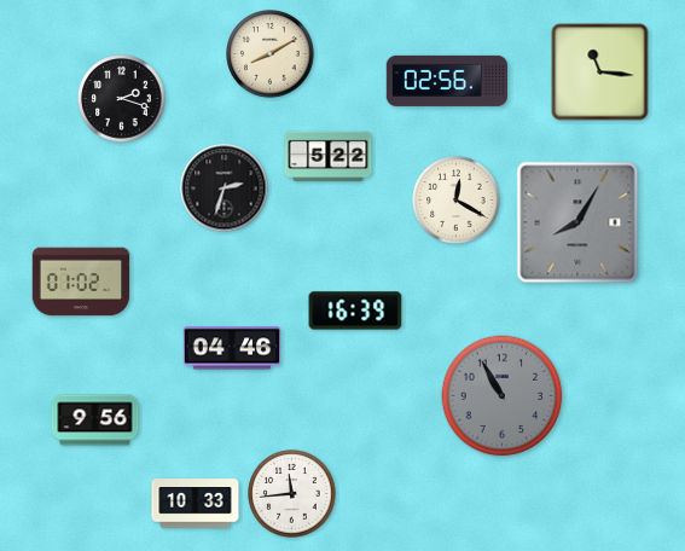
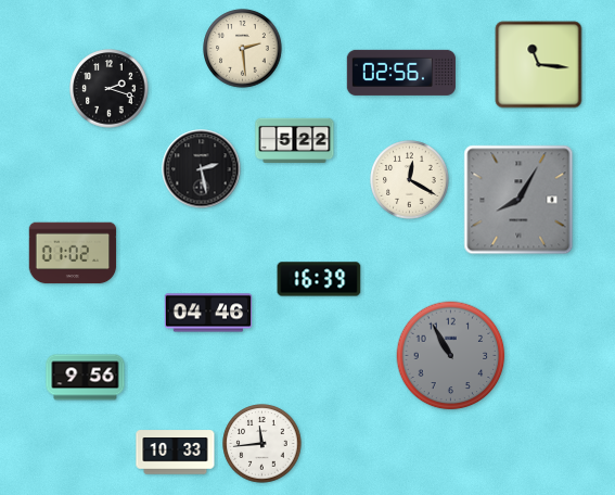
clock at (271, 54): 8:10 -> 2:29
clock at (225, 188): 2:33 -> 2:28
